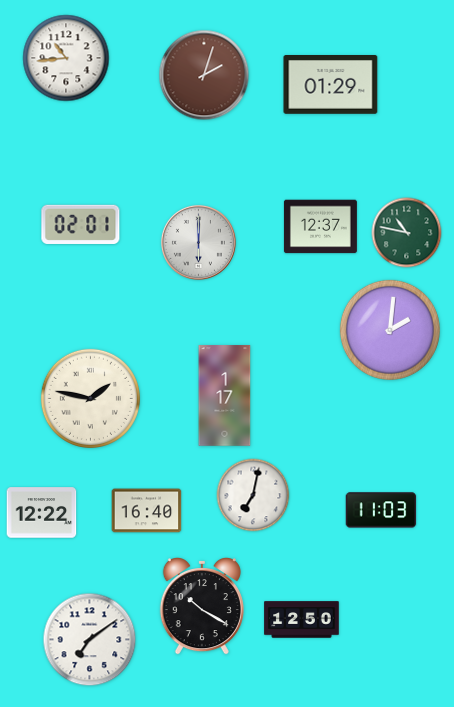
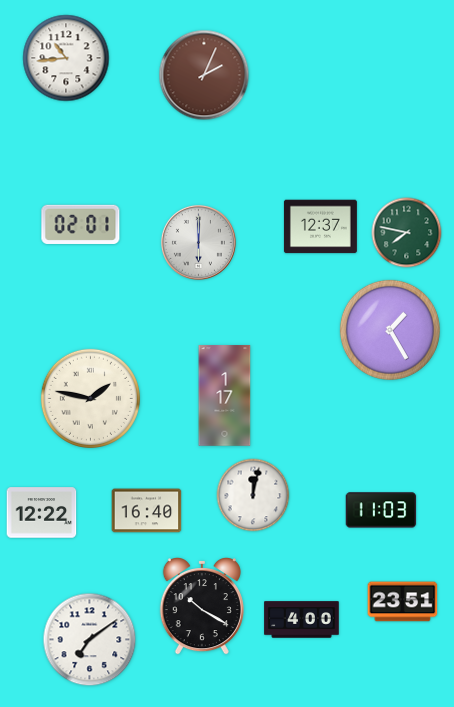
clock at (204, 75): 2:03 -> 2:04
clock at (331, 85): 01:29 -> none
clock at (407, 233): 10:47 -> 7:47
clock at (390, 330): 2:01 -> 1:25
clock at (253, 495): 7:02 -> 12:02
clock at (403, 602): none -> 23:51
clock at (302, 620): 12:50 -> 4:00
